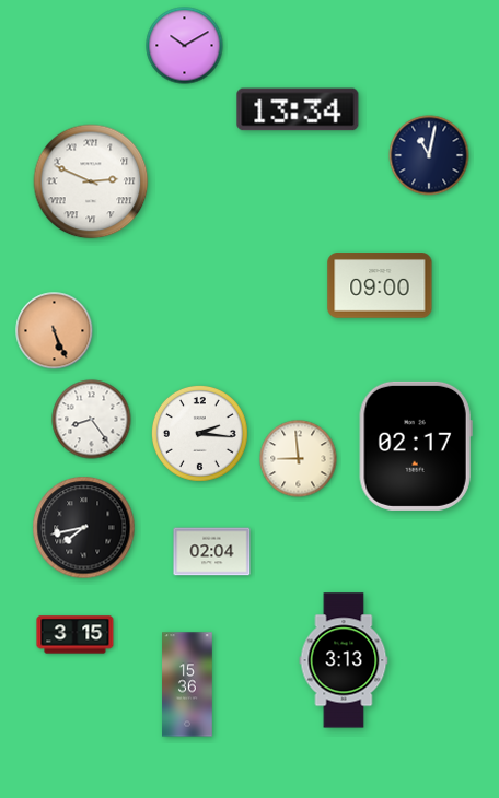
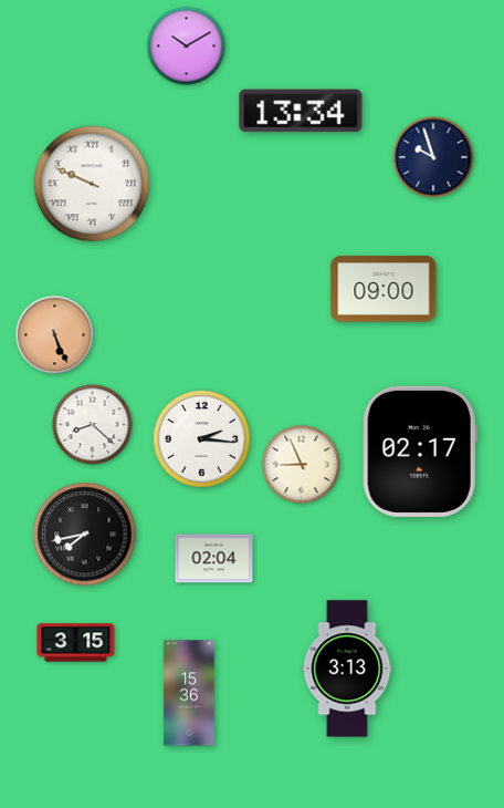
clock at (429, 155): 11:02 -> 9:57
clock at (91, 181): 2:49 -> 9:49
clock at (92, 420): 8:24 -> 8:22
clock at (299, 459): 8:59 -> 8:56
